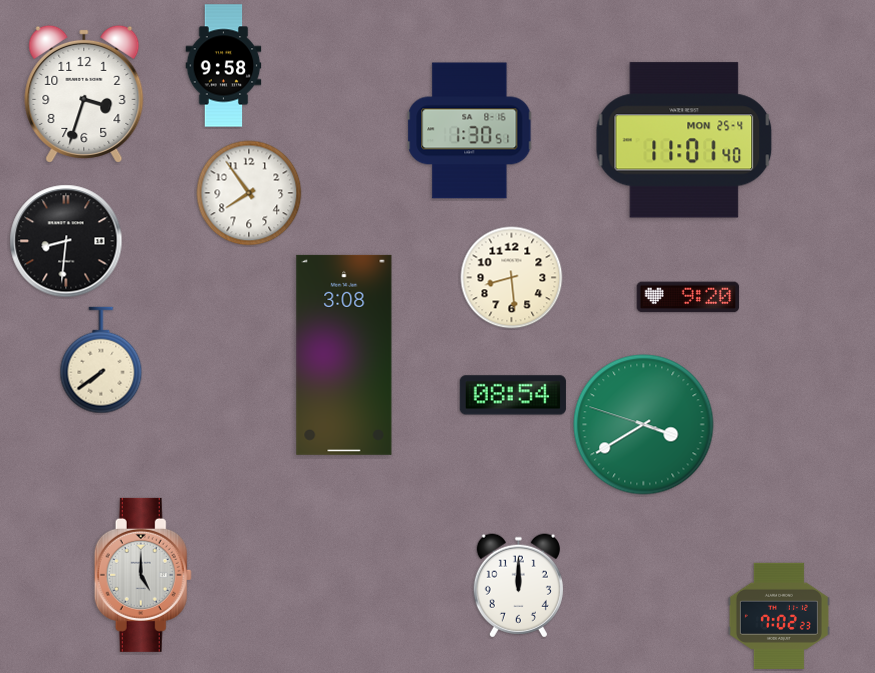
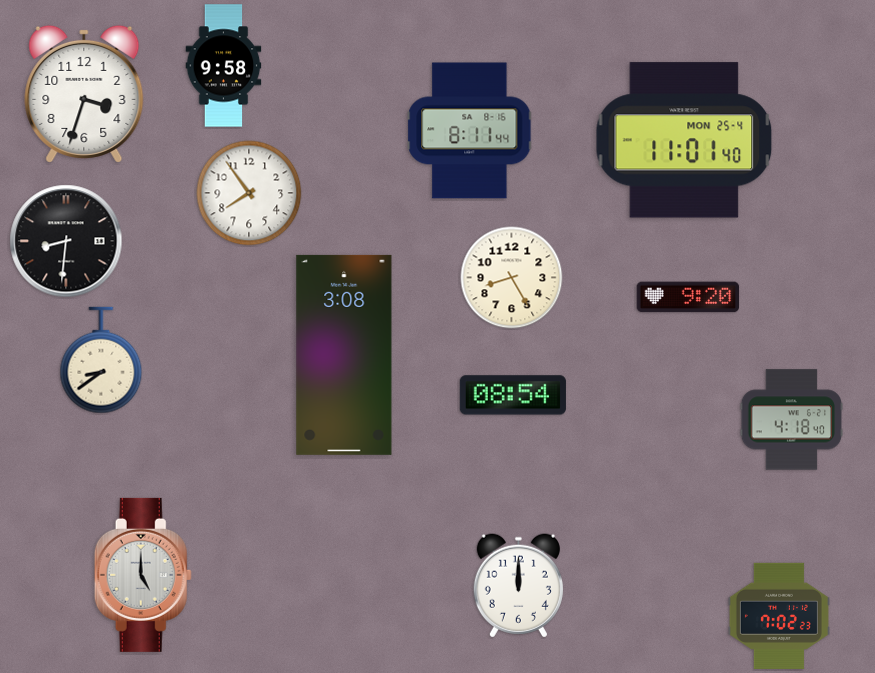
clock at (470, 131): 1:30 -> 8:11
clock at (512, 278): 8:29 -> 8:25
clock at (101, 360): 7:39 -> 8:39
clock at (792, 420): none -> 4:18
clock at (644, 425): 3:39 -> none
